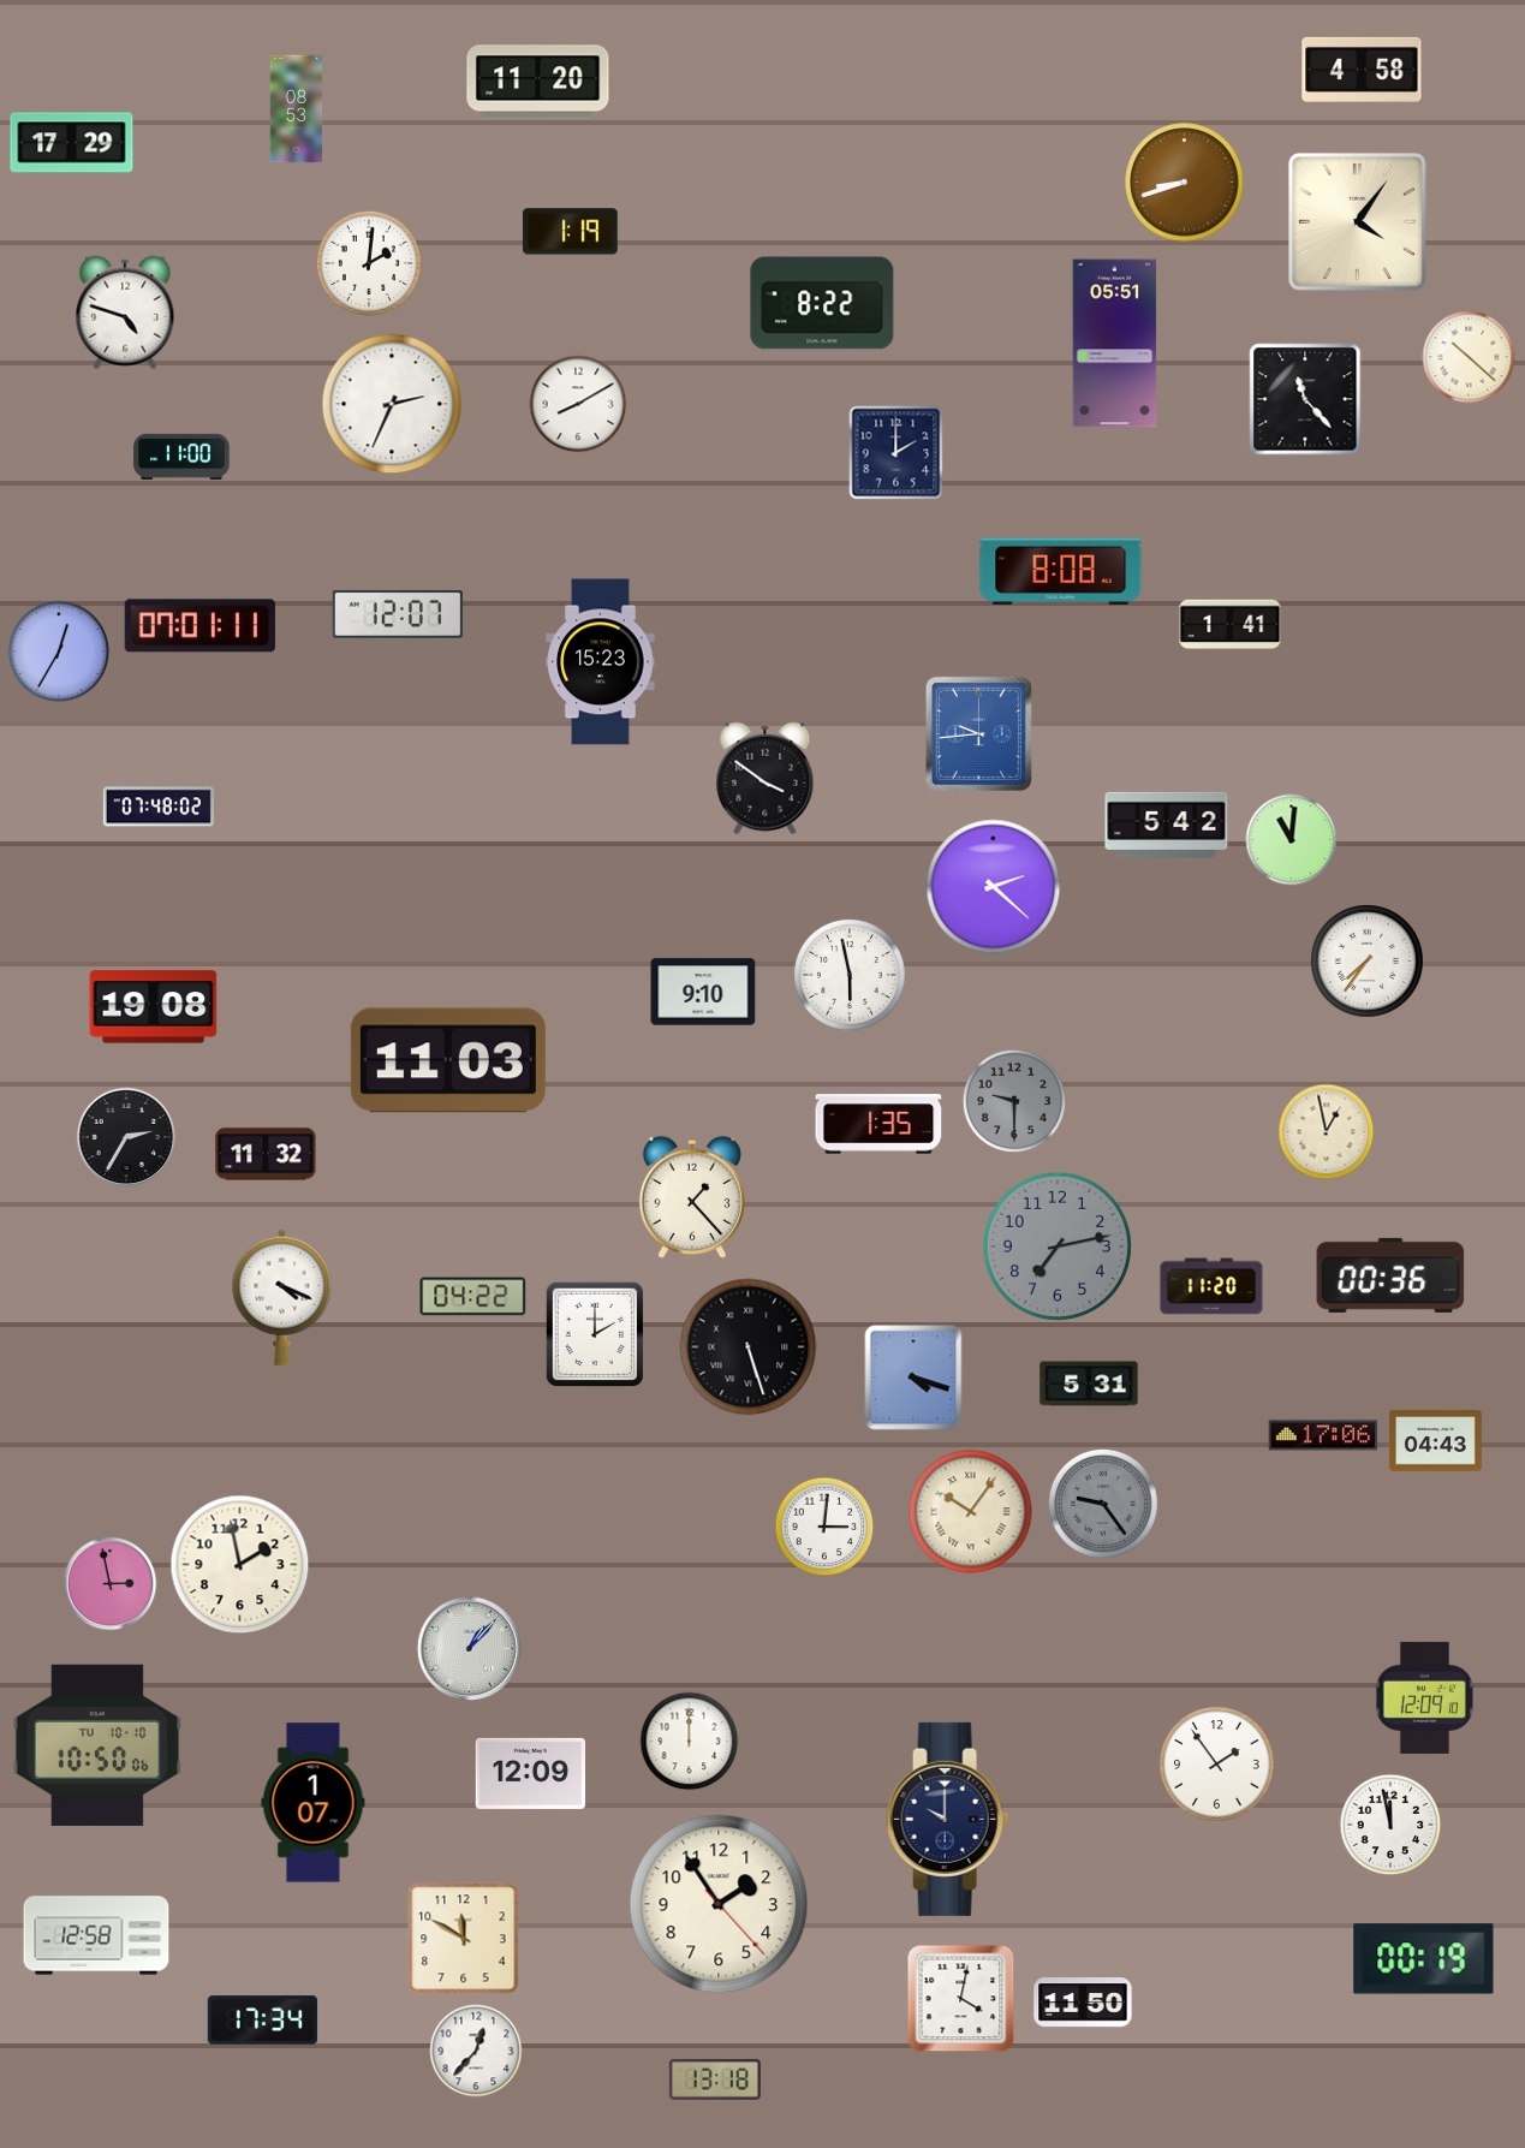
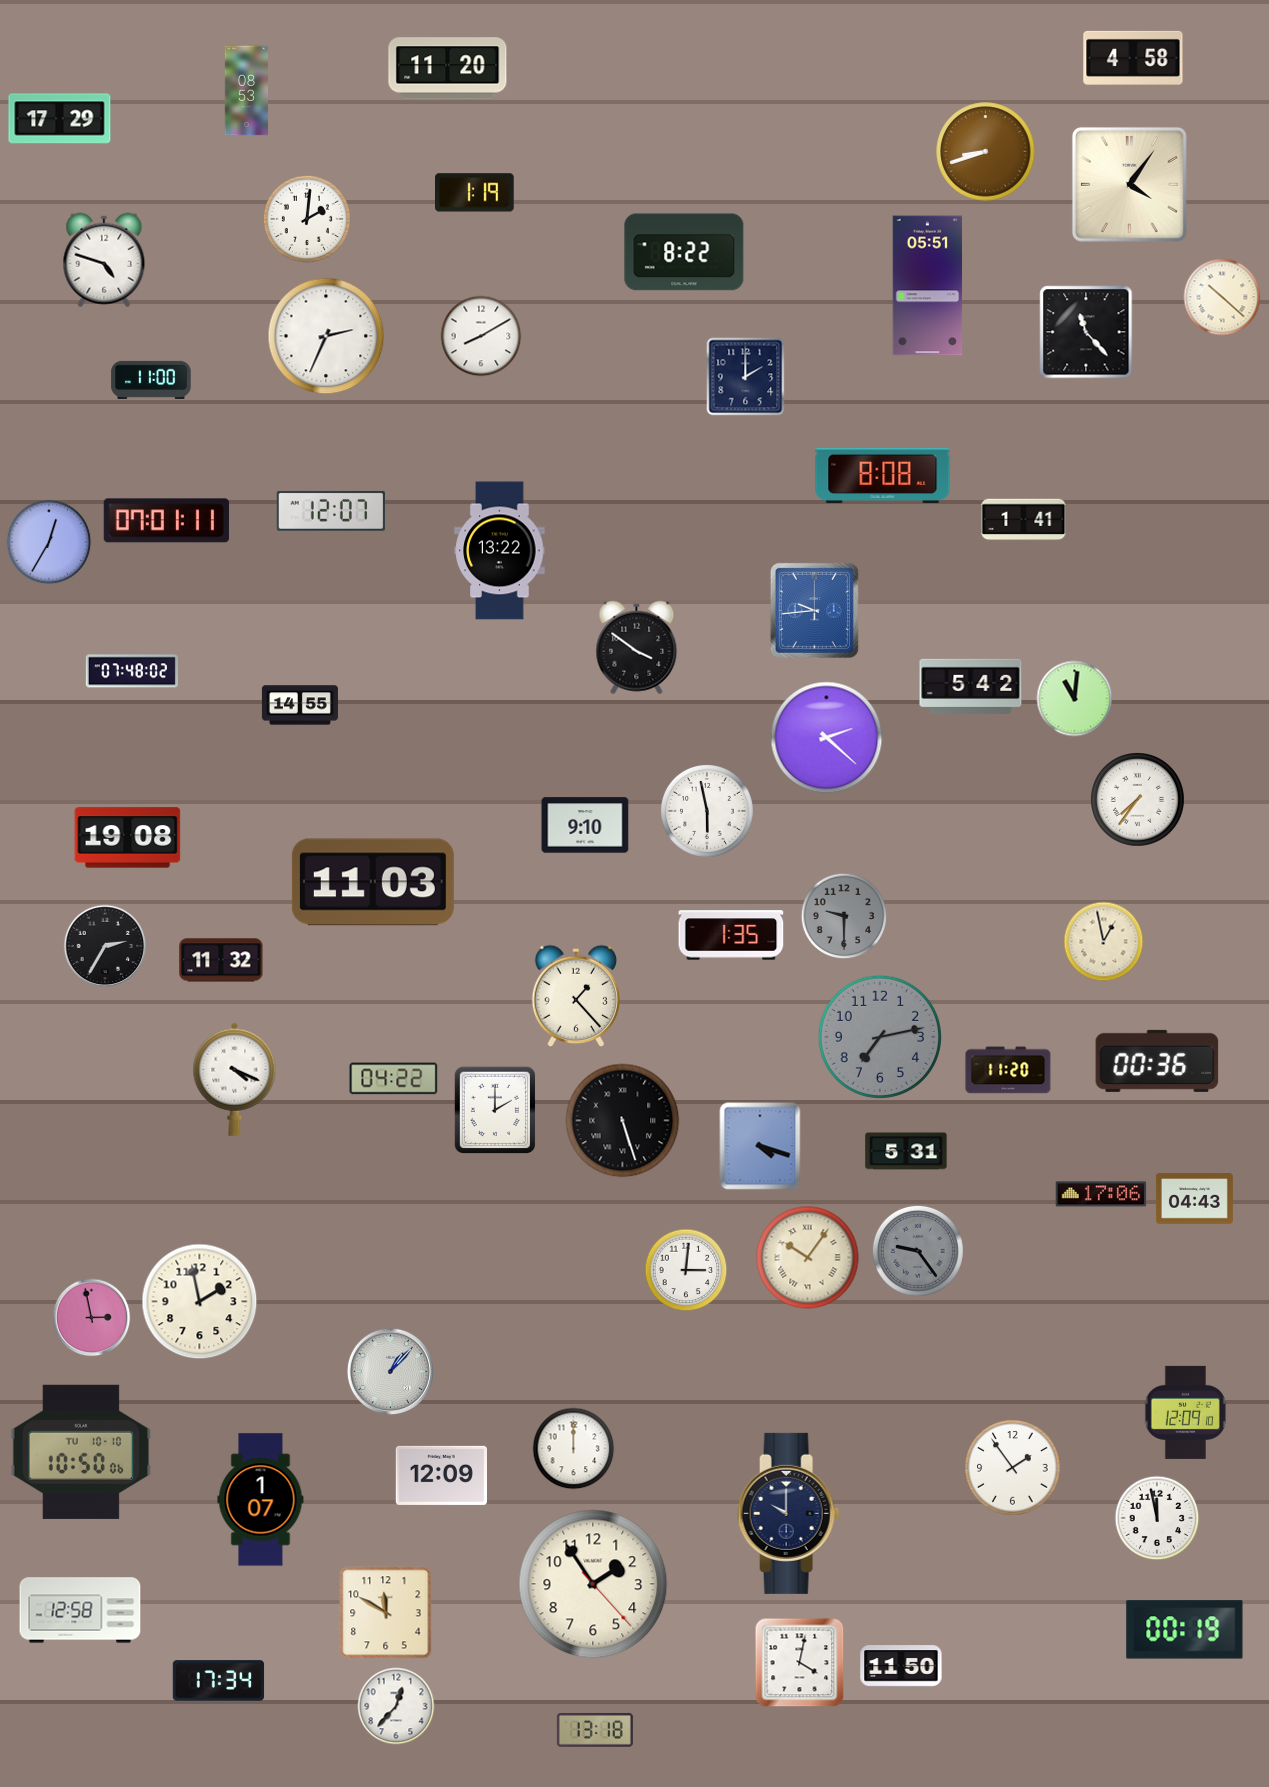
clock at (601, 662): 15:23 -> 13:22
clock at (300, 705): none -> 14:55
clock at (719, 1904) position: (719, 1904) -> (593, 1584)
